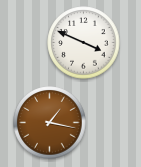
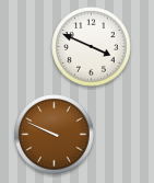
clock at (50, 123): 1:17 -> 9:49
